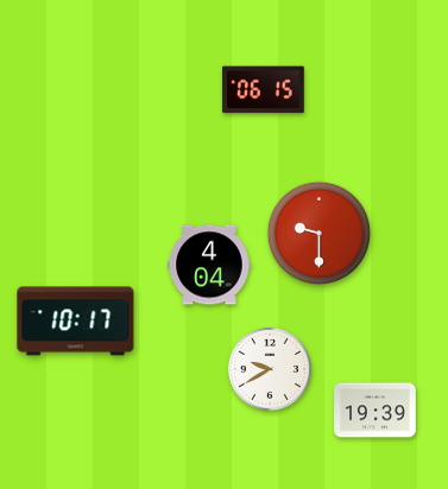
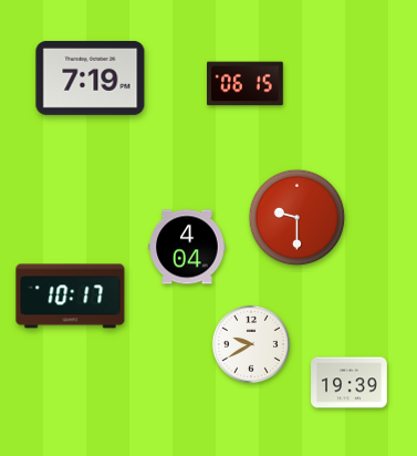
clock at (91, 77): none -> 7:19
clock at (209, 265) position: (209, 265) -> (187, 247)
clock at (76, 322) position: (76, 322) -> (71, 297)
